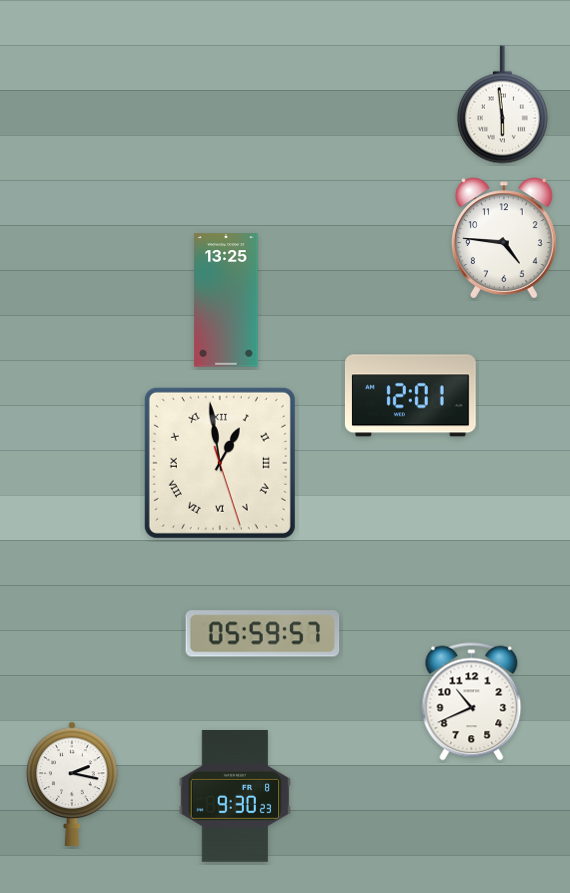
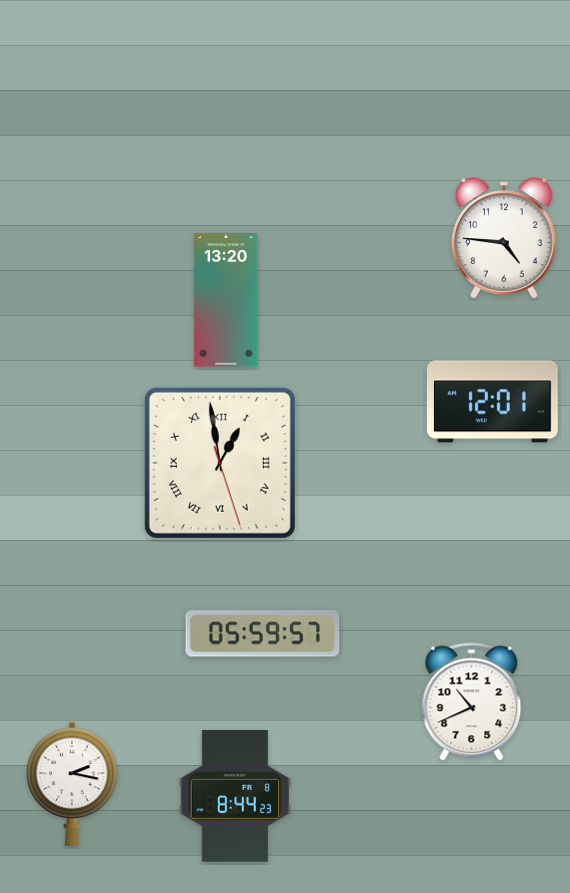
clock at (502, 105): 5:59 -> none
clock at (226, 300): 13:25 -> 13:20
clock at (410, 396) position: (410, 396) -> (492, 402)
clock at (234, 797): 9:30 -> 8:44
